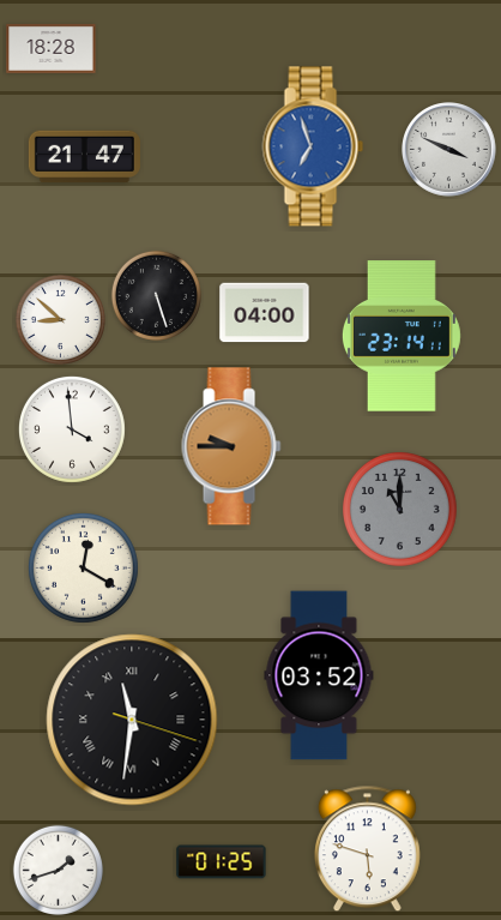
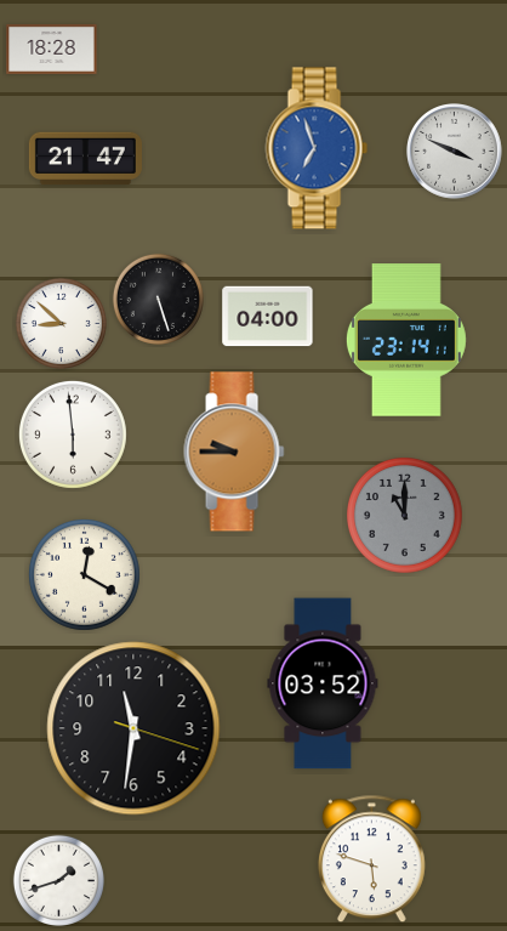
clock at (72, 429): 3:59 -> 5:59
clock at (132, 720) numerals: Roman -> Arabic
clock at (222, 862): 01:25 -> none
